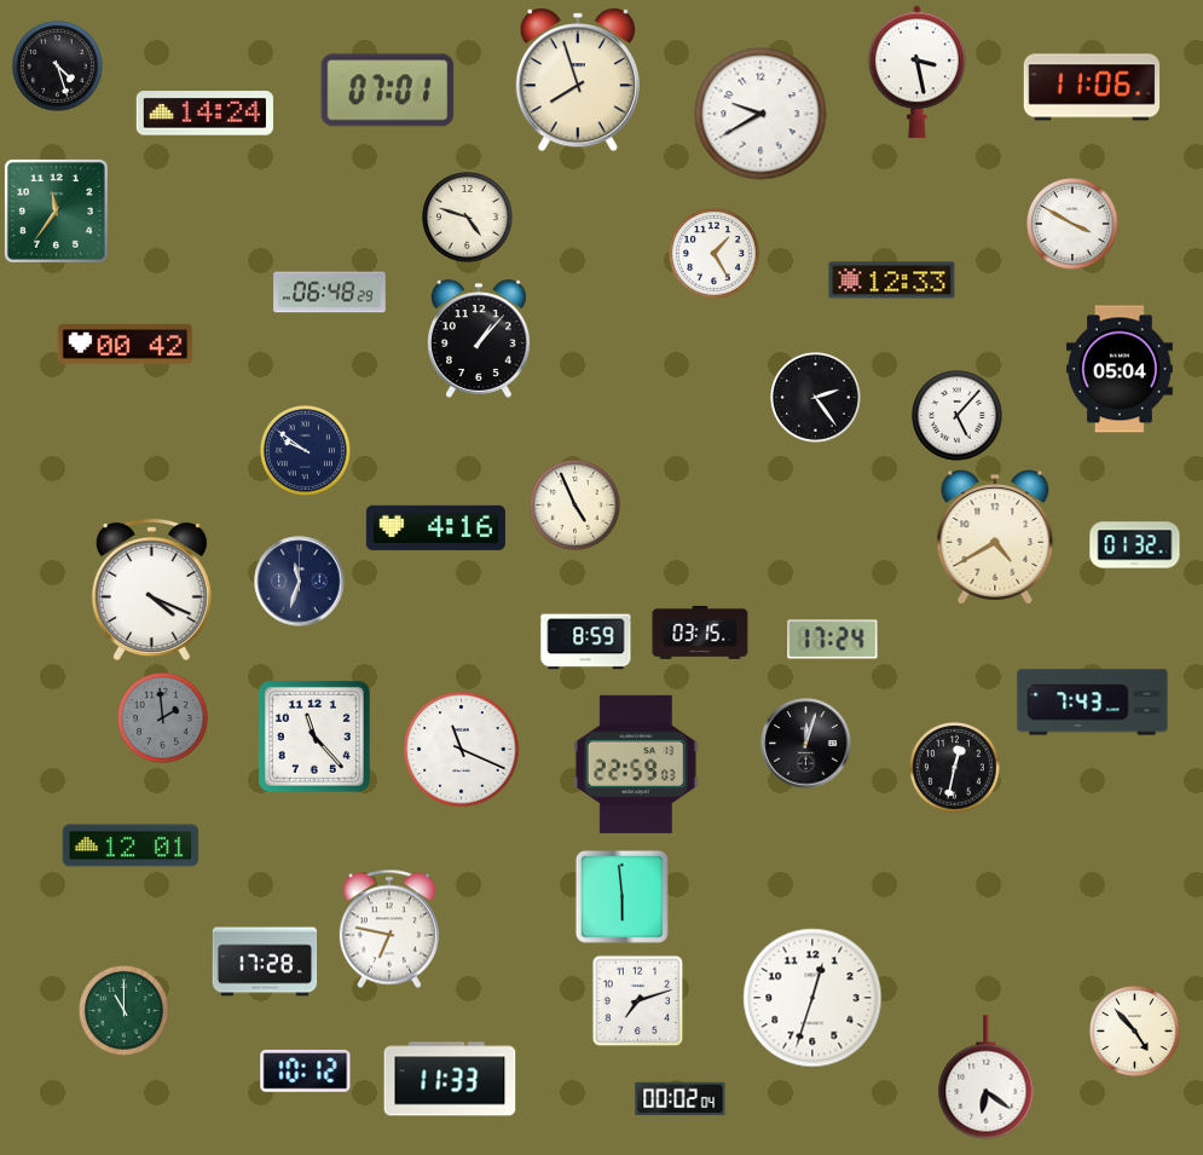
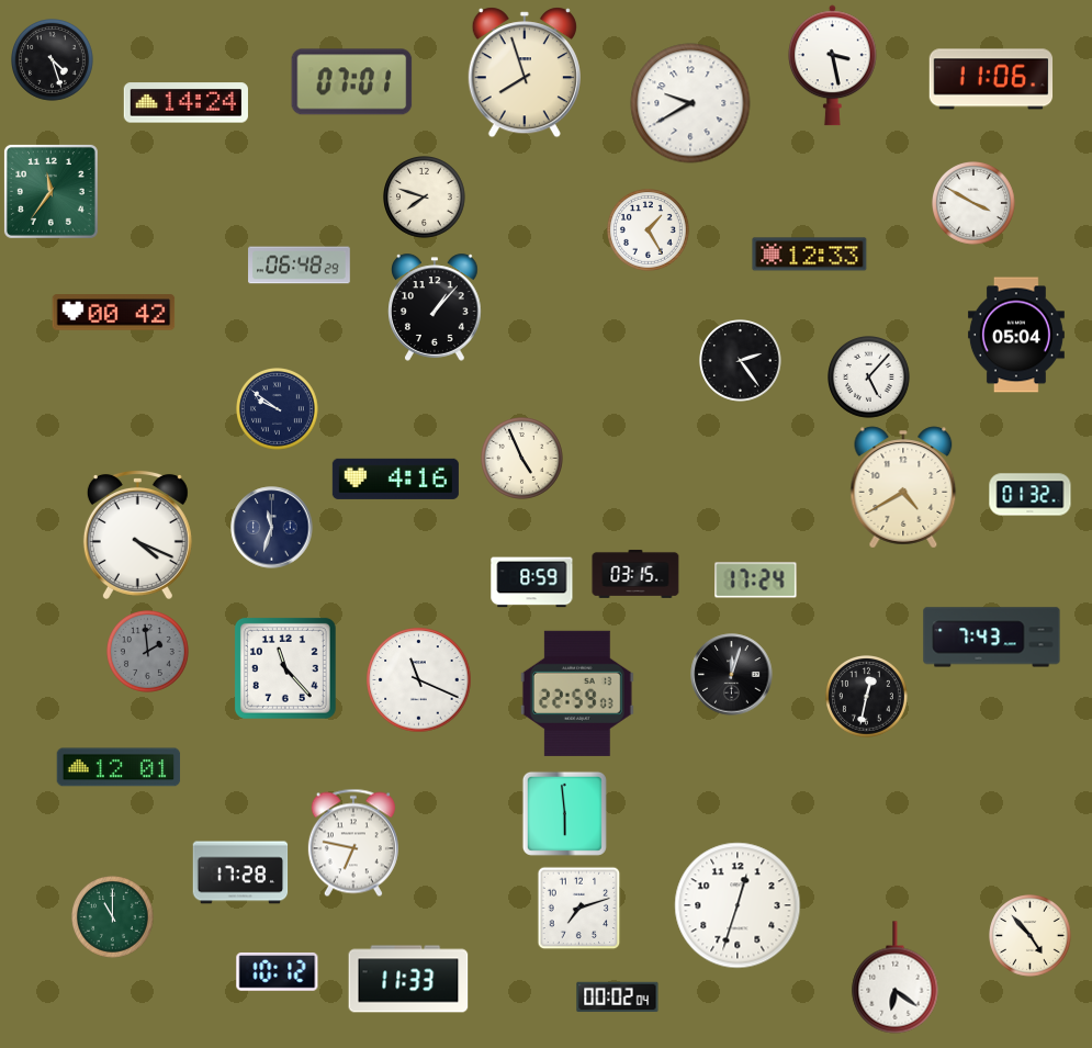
clock at (468, 218): 4:48 -> 7:48
